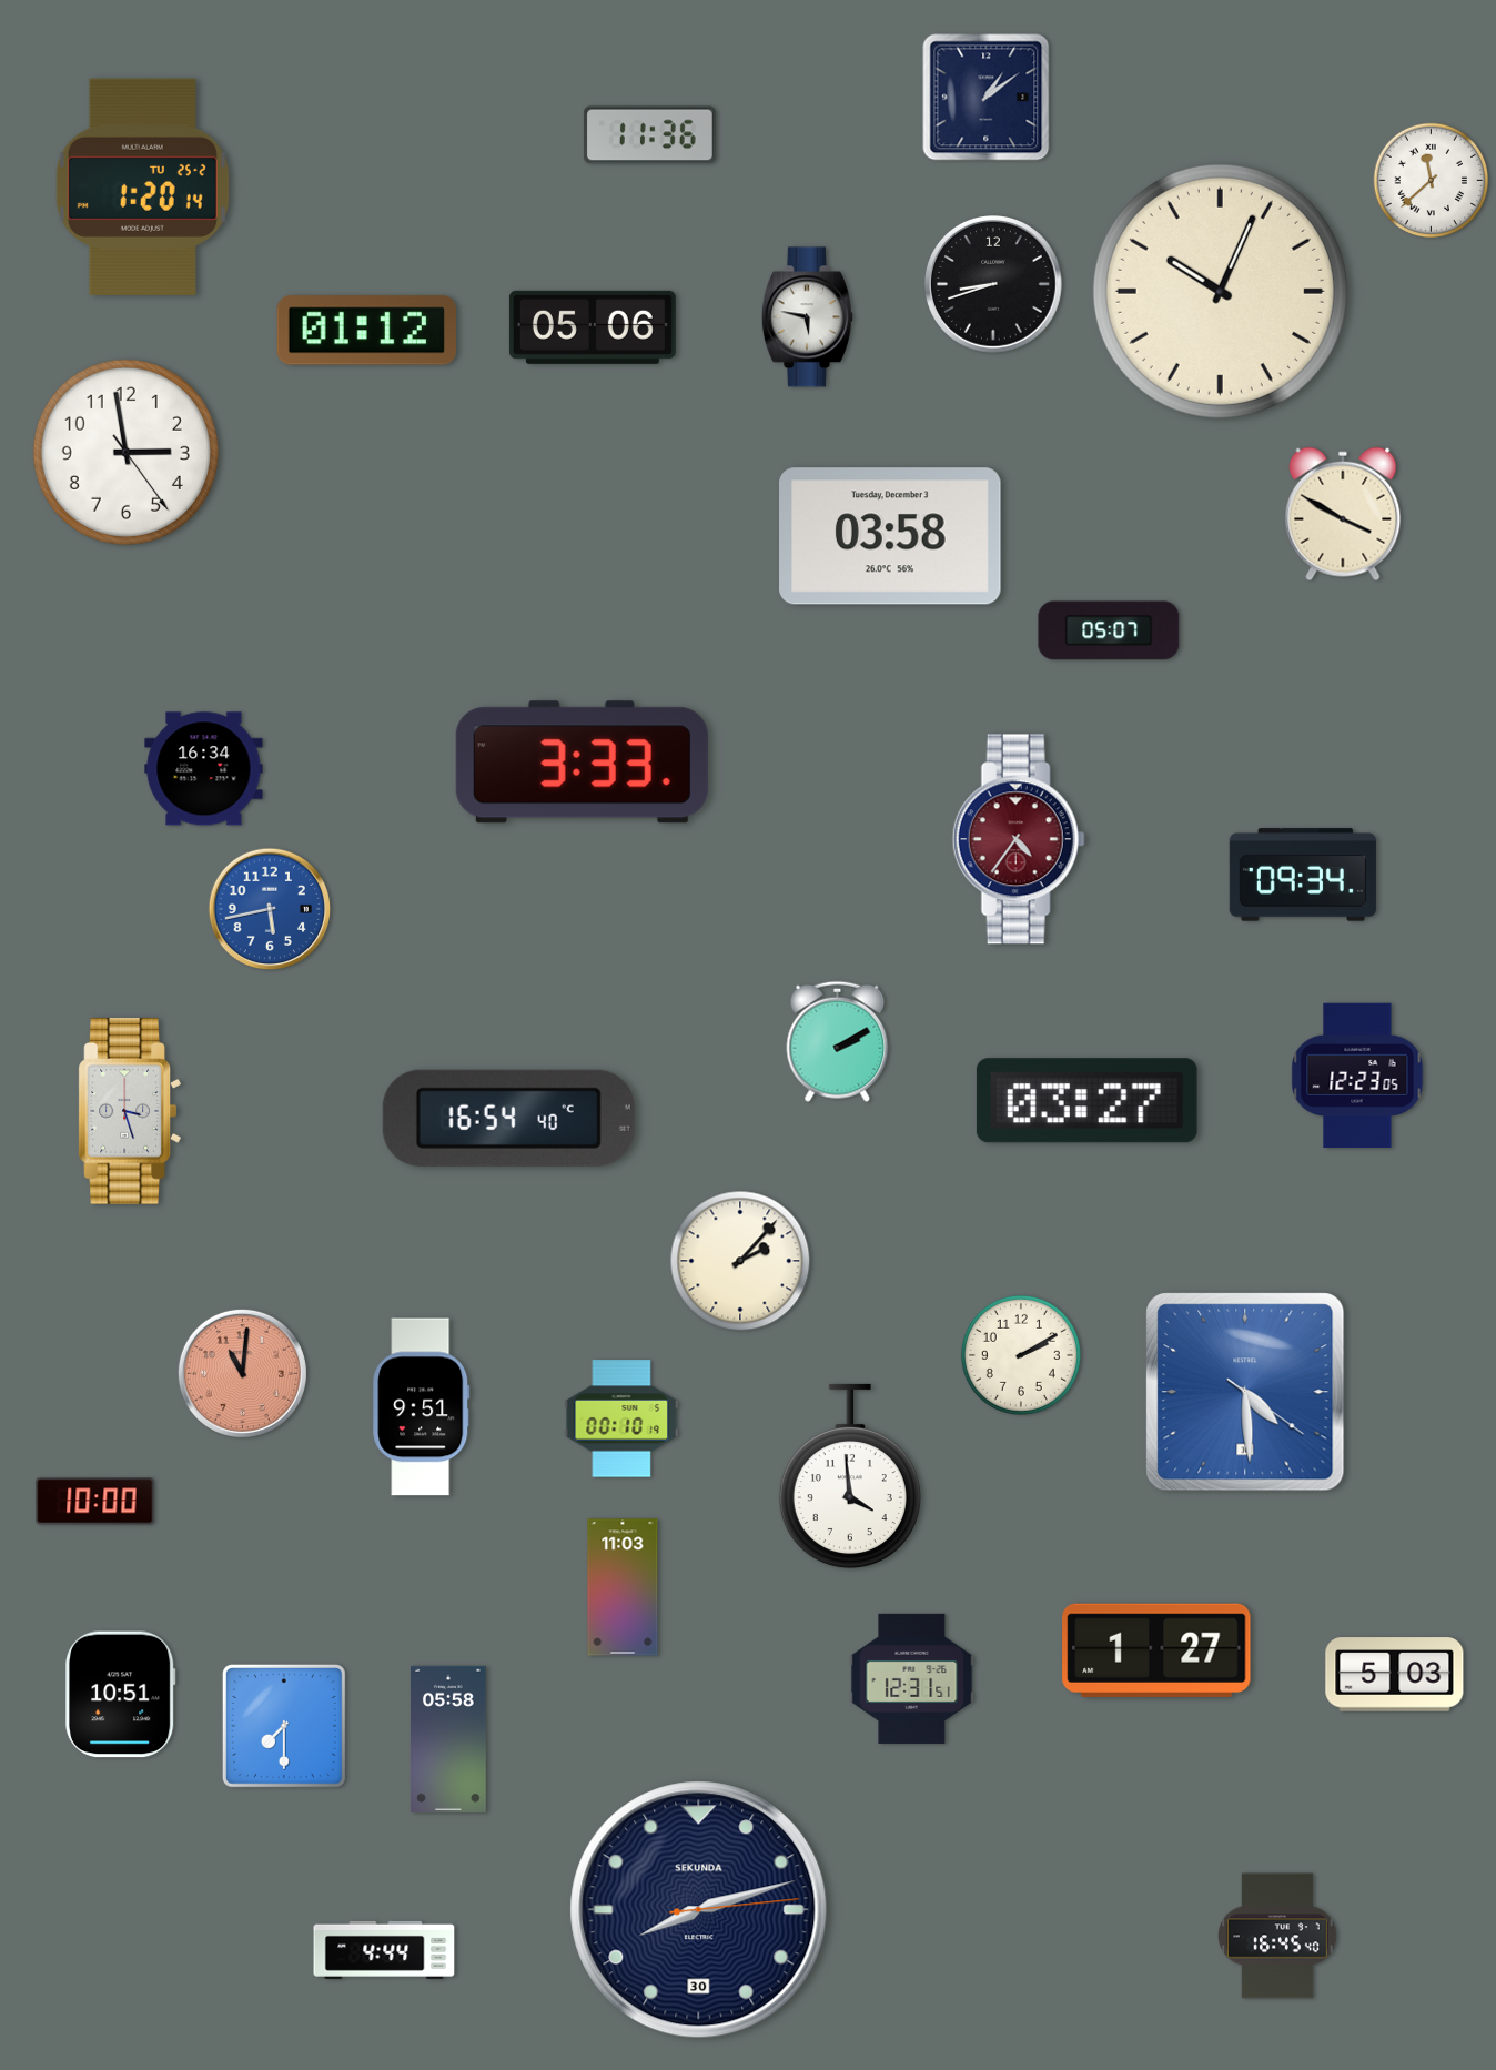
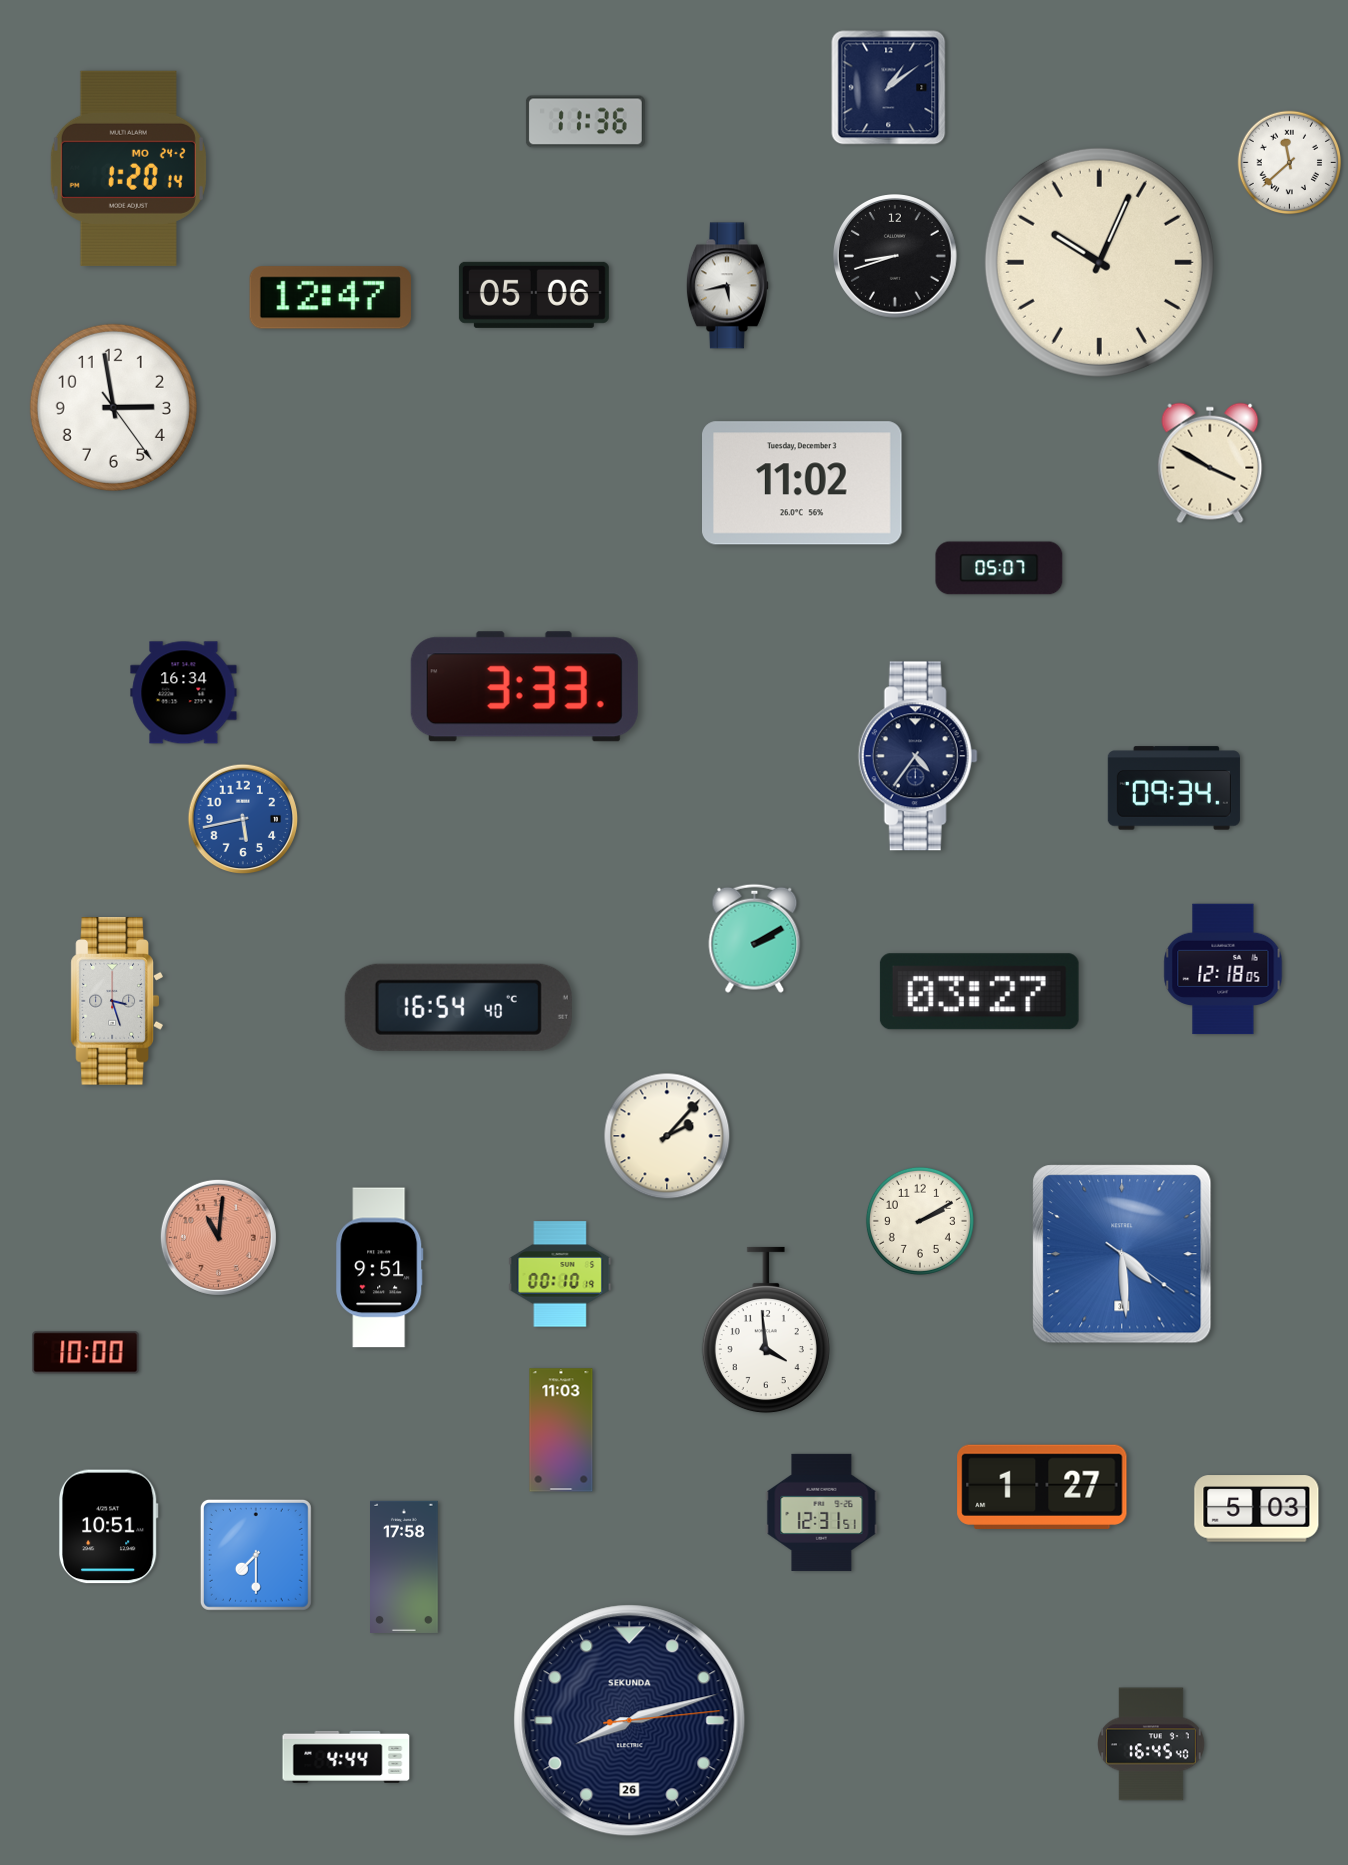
clock at (142, 186) date: TU 25-2 -> MO 24-2
clock at (807, 317): 5:47 -> 5:43
clock at (366, 331): 01:12 -> 12:47
clock at (890, 536): 03:58 -> 11:02
clock at (1019, 839) dial: burgundy -> navy
clock at (1357, 1076): 12:23 -> 12:18
clock at (621, 1418) position: (621, 1418) -> (560, 1274)
clock at (449, 1739): 05:58 -> 17:58
clock at (699, 1910) date: 30 -> 26
